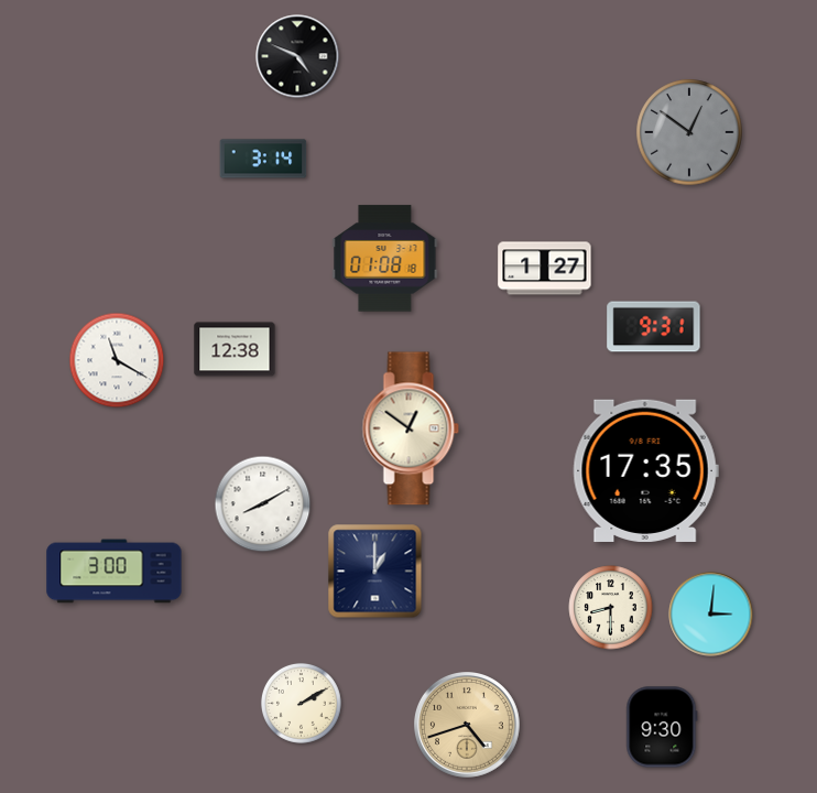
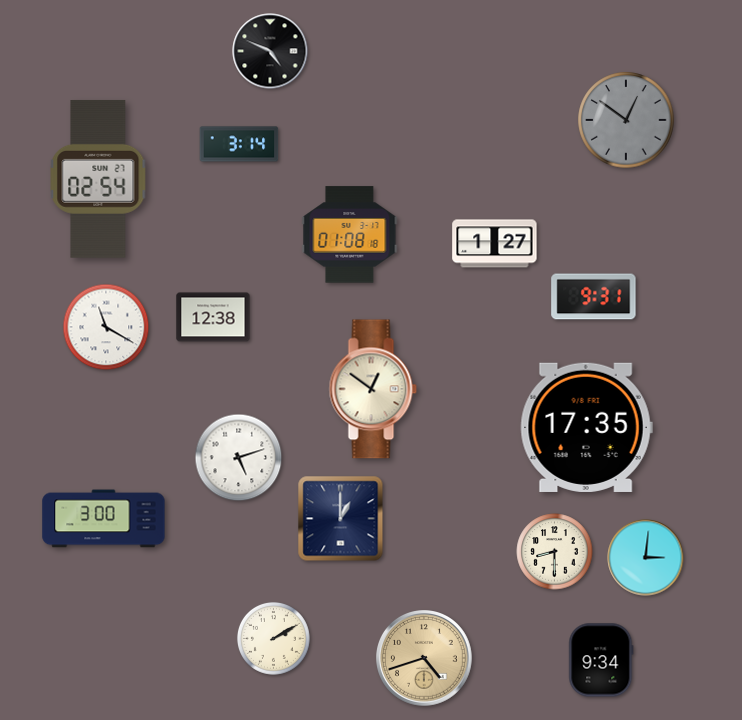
clock at (98, 179): none -> 02:54
clock at (263, 504): 8:10 -> 5:12
clock at (662, 727): 9:30 -> 9:34
